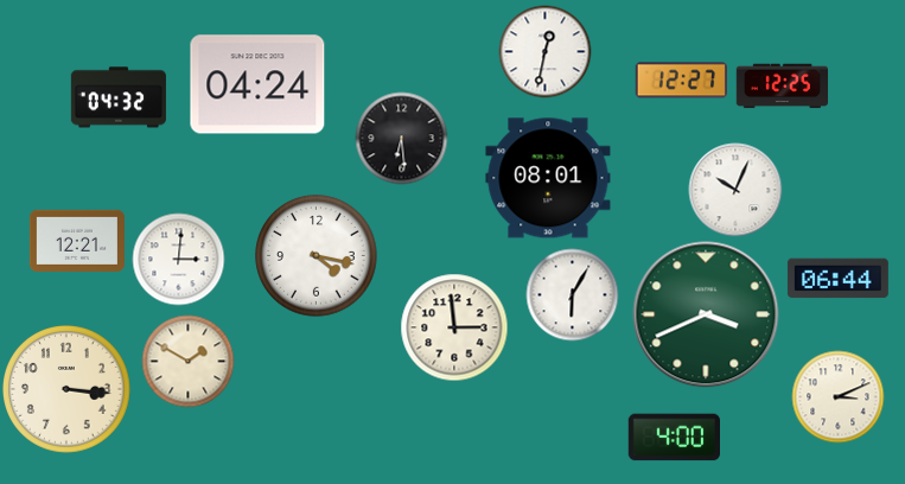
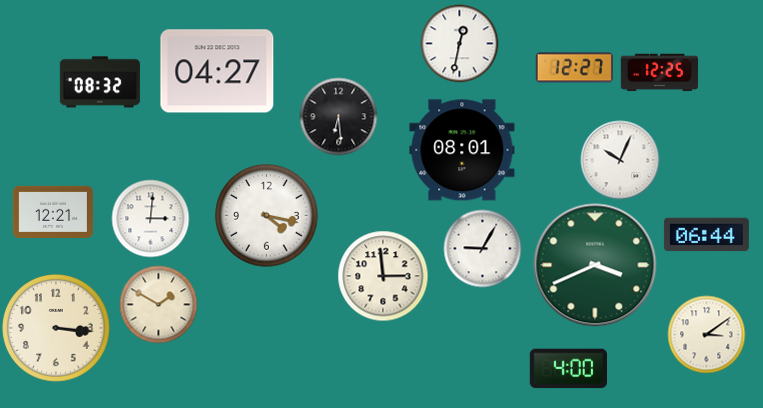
clock at (257, 84): 04:24 -> 04:27
clock at (119, 97): 04:32 -> 08:32
clock at (77, 241) position: (77, 241) -> (53, 212)
clock at (572, 294): 6:05 -> 9:05
clock at (837, 396): 3:11 -> 3:09
